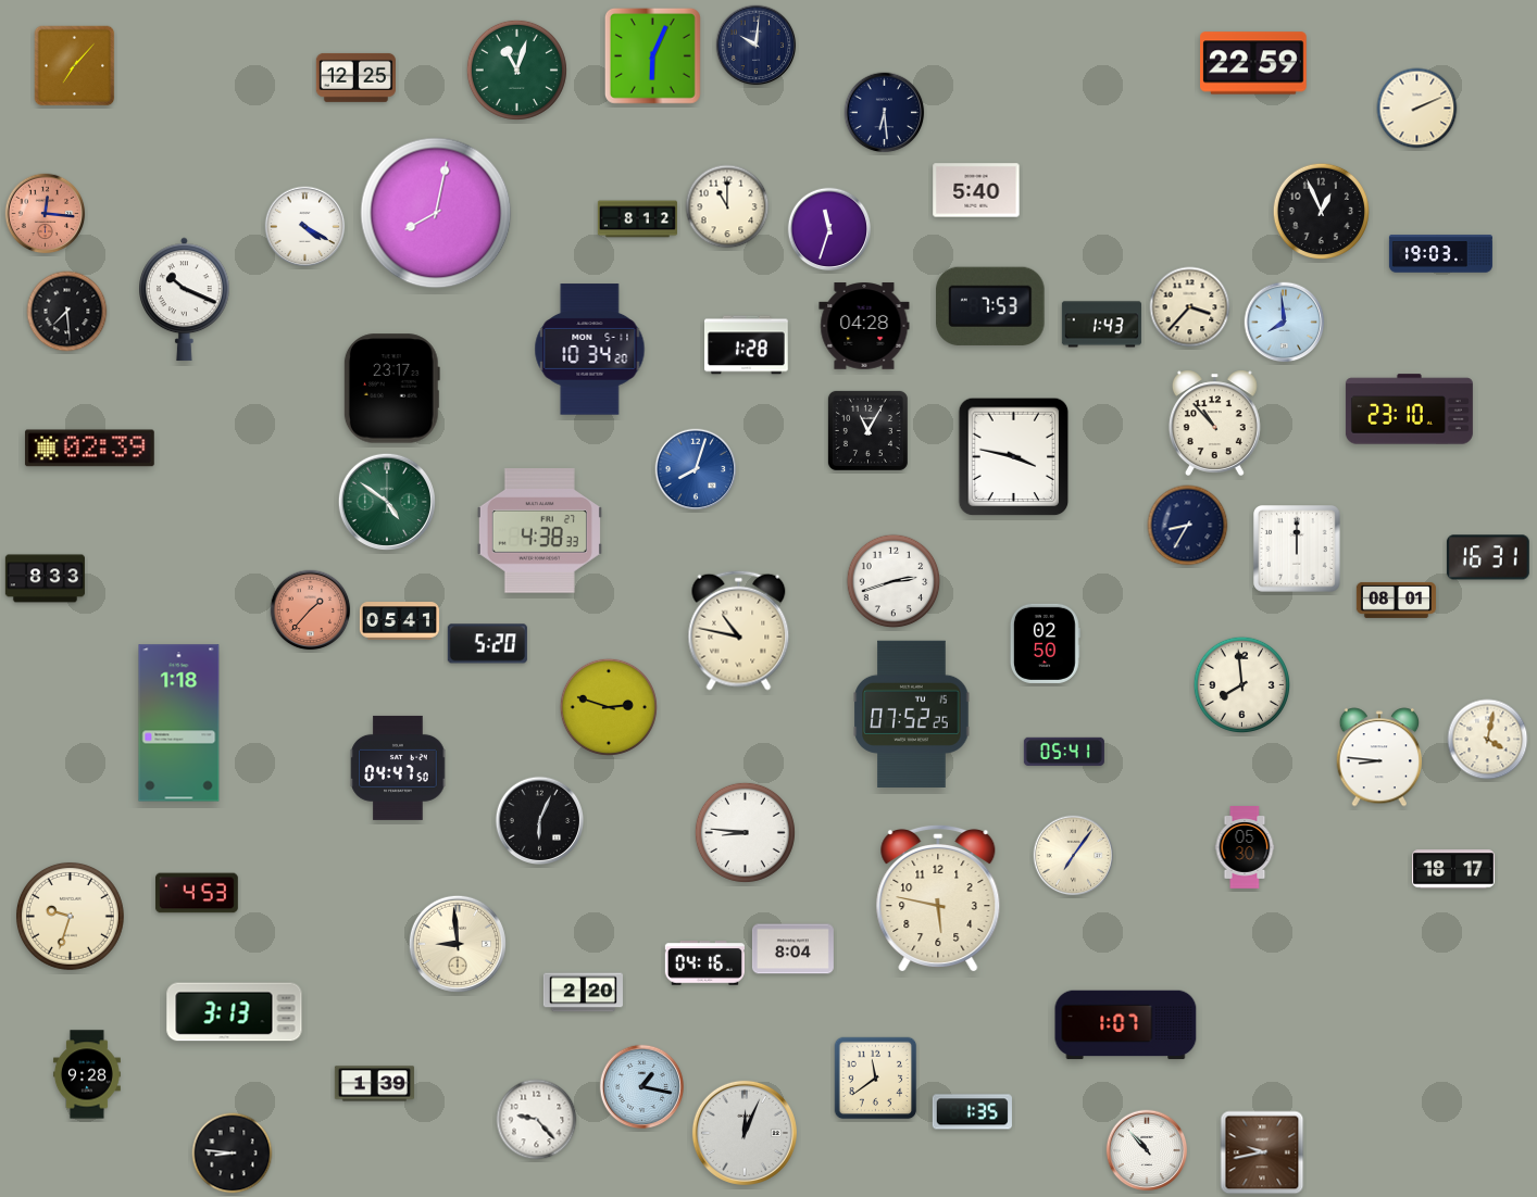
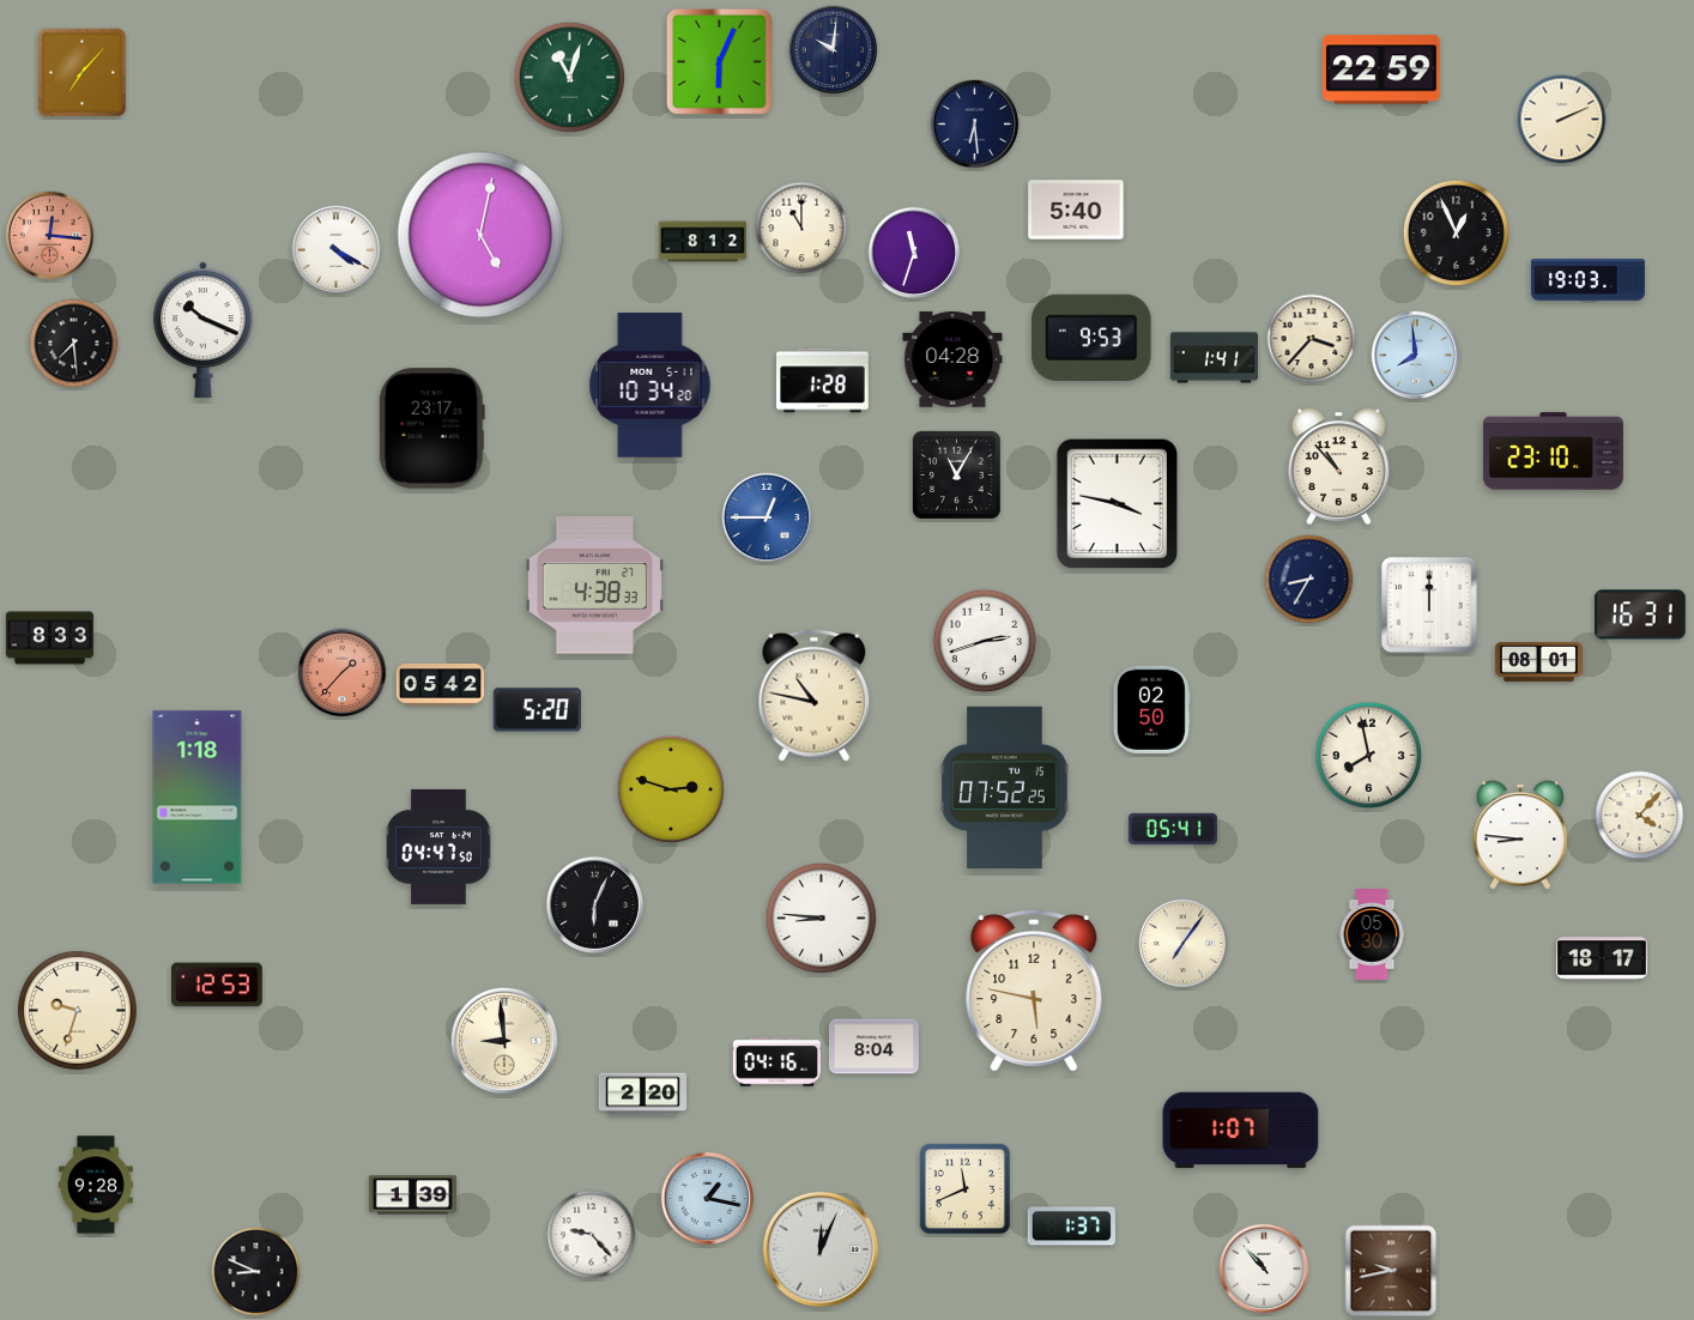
clock at (355, 77): 12:25 -> none
clock at (436, 213): 8:02 -> 5:02
clock at (990, 306): 7:53 -> 9:53
clock at (1101, 325): 1:43 -> 1:41
clock at (89, 449): 02:39 -> none
clock at (696, 469): 8:03 -> 12:45
clock at (387, 502): 4:51 -> none
clock at (399, 621): 05:41 -> 05:42
clock at (1241, 684): 7:59 -> 7:58
clock at (609, 707) position: (609, 707) -> (671, 789)
clock at (1488, 740): 4:02 -> 4:07
clock at (198, 893): 4:53 -> 12:53
clock at (235, 1012): 3:13 -> none
clock at (876, 1079): 11:39 -> 11:41
clock at (972, 1112): 1:35 -> 1:37
clock at (233, 1154): 8:46 -> 8:49
